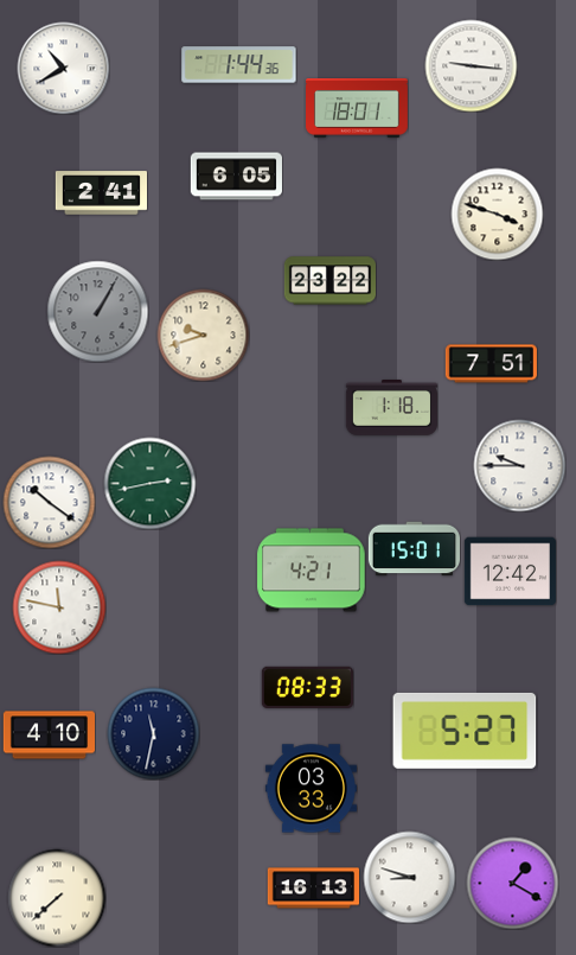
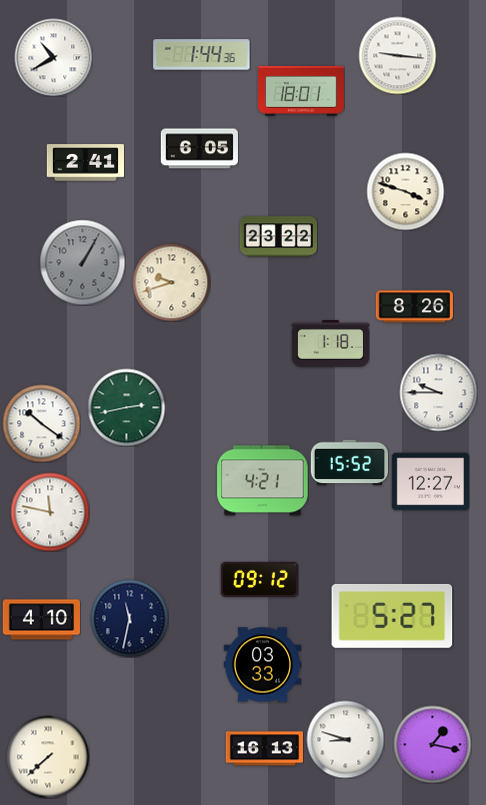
clock at (497, 214) position: (497, 214) -> (405, 191)
clock at (491, 364): 7:51 -> 8:26
clock at (414, 549): 15:01 -> 15:52
clock at (510, 572): 12:42 -> 12:27
clock at (307, 687): 08:33 -> 09:12
clock at (512, 883): 1:20 -> 1:17
